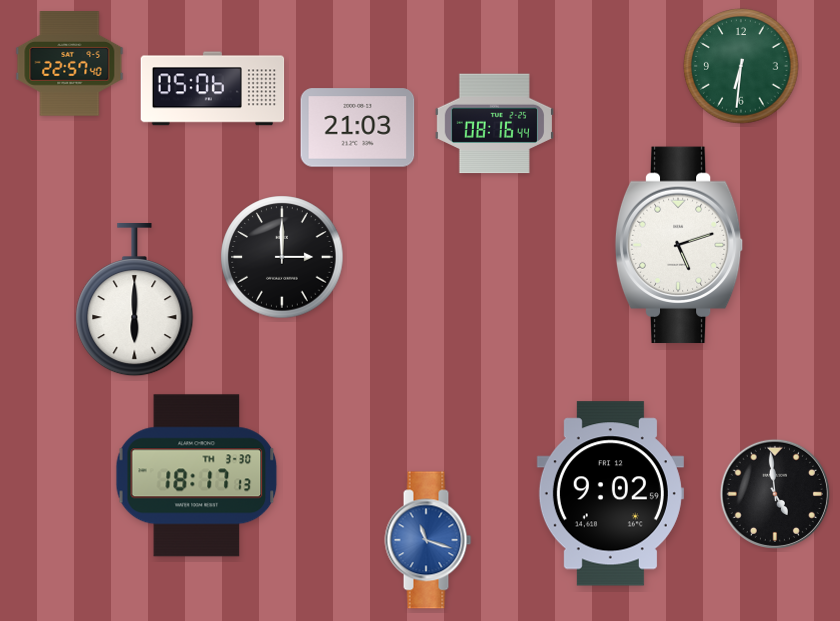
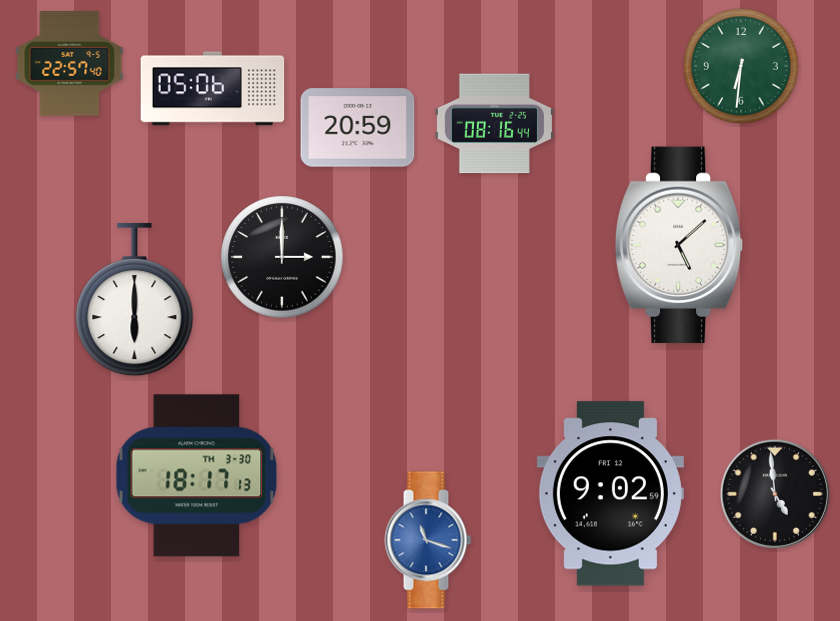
clock at (358, 128): 21:03 -> 20:59
clock at (679, 245): 5:12 -> 5:08
